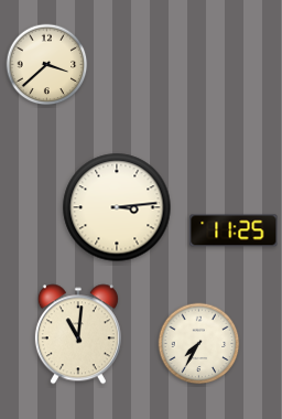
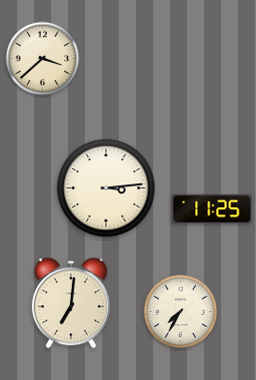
clock at (78, 334): 11:01 -> 7:01
